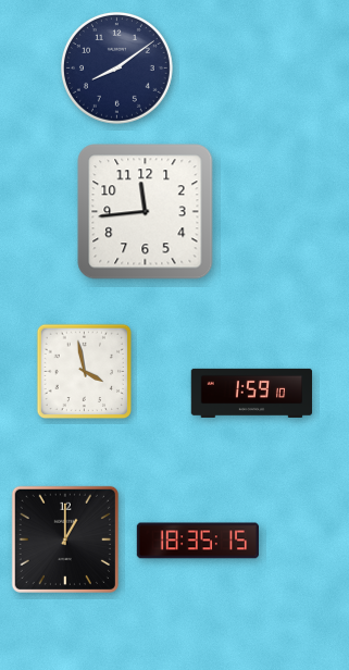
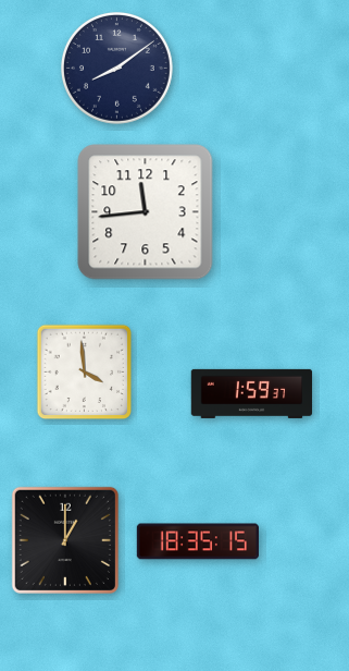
clock at (85, 372): 3:58 -> 3:59
clock at (252, 393): 1:59:10 -> 1:59:37
